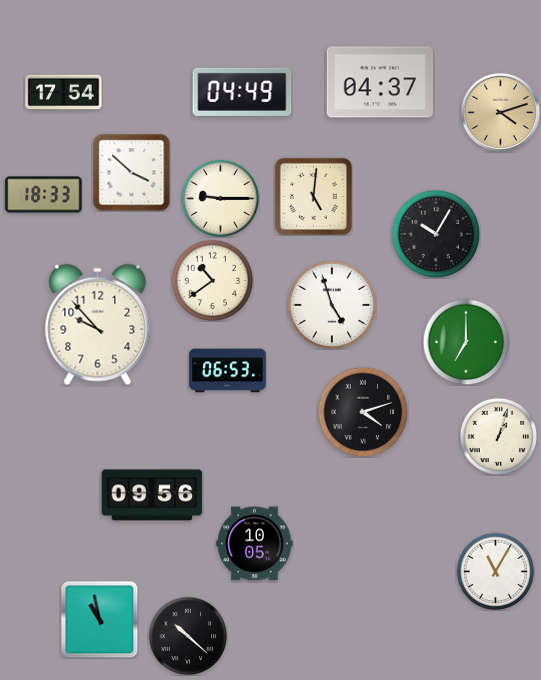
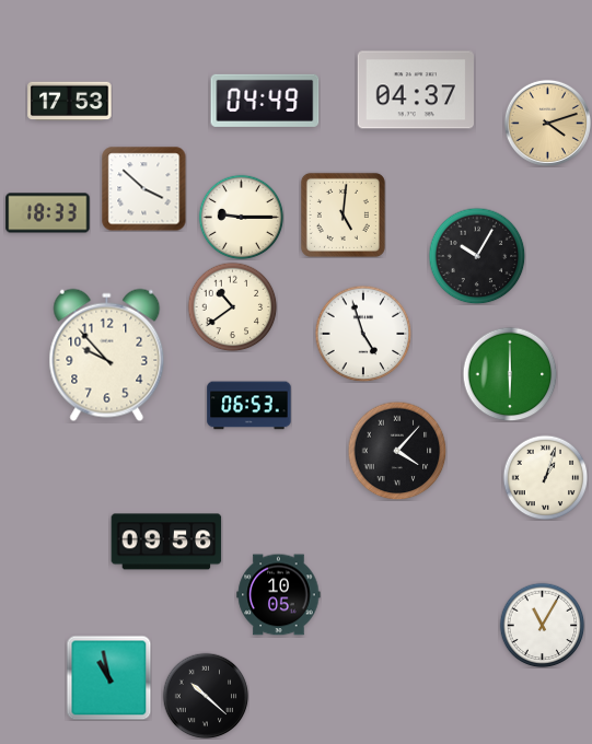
clock at (64, 93): 17:54 -> 17:53
clock at (466, 342): 7:00 -> 6:00
clock at (363, 412): 4:12 -> 4:07
